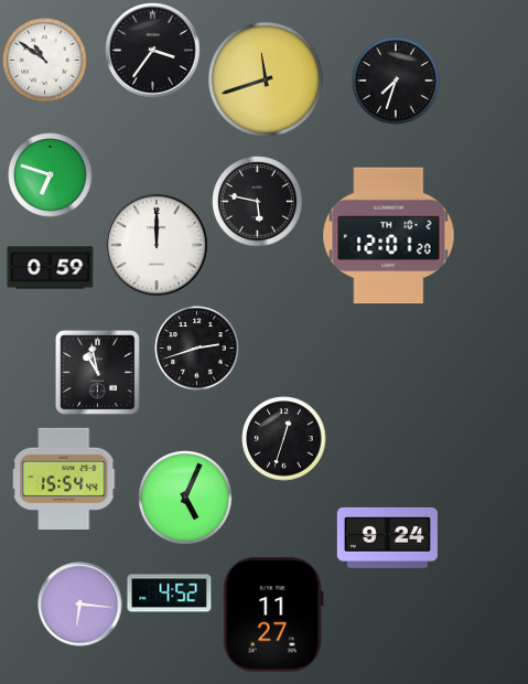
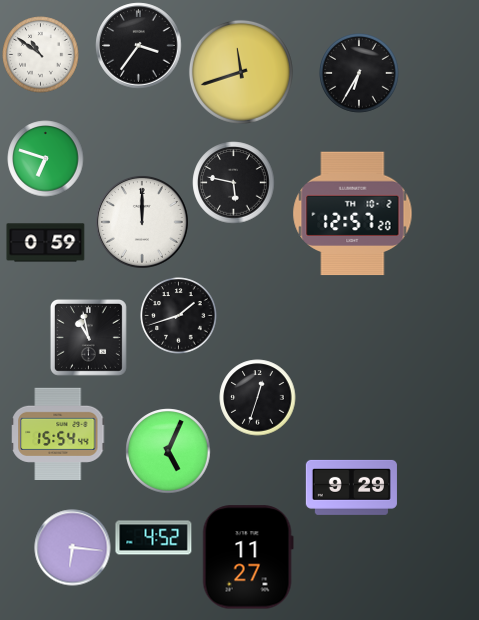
clock at (396, 81): 7:33 -> 6:35
clock at (389, 236): 12:01 -> 12:57
clock at (197, 349): 2:42 -> 1:42
clock at (387, 537): 9:24 -> 9:29
